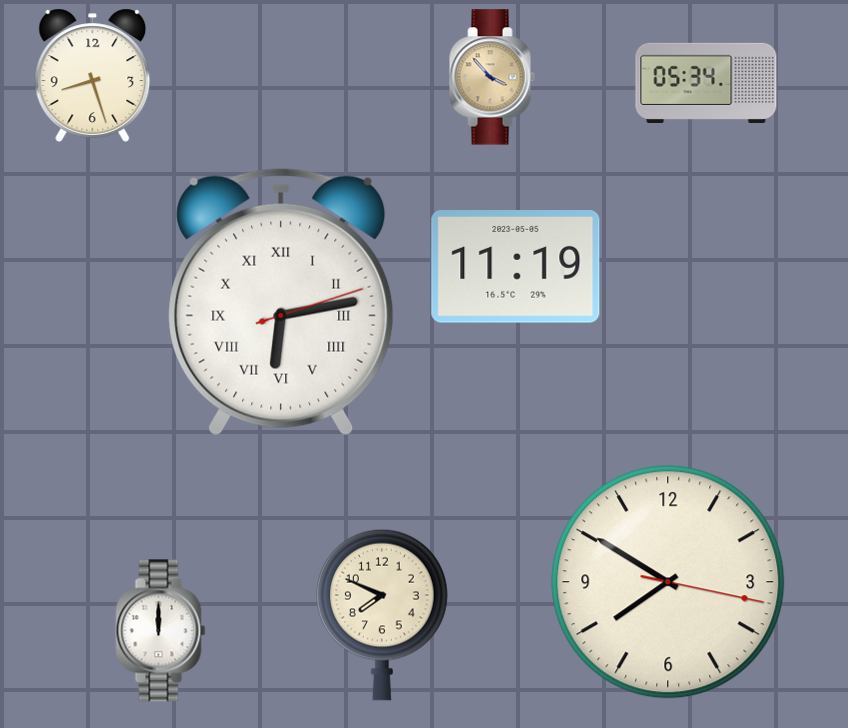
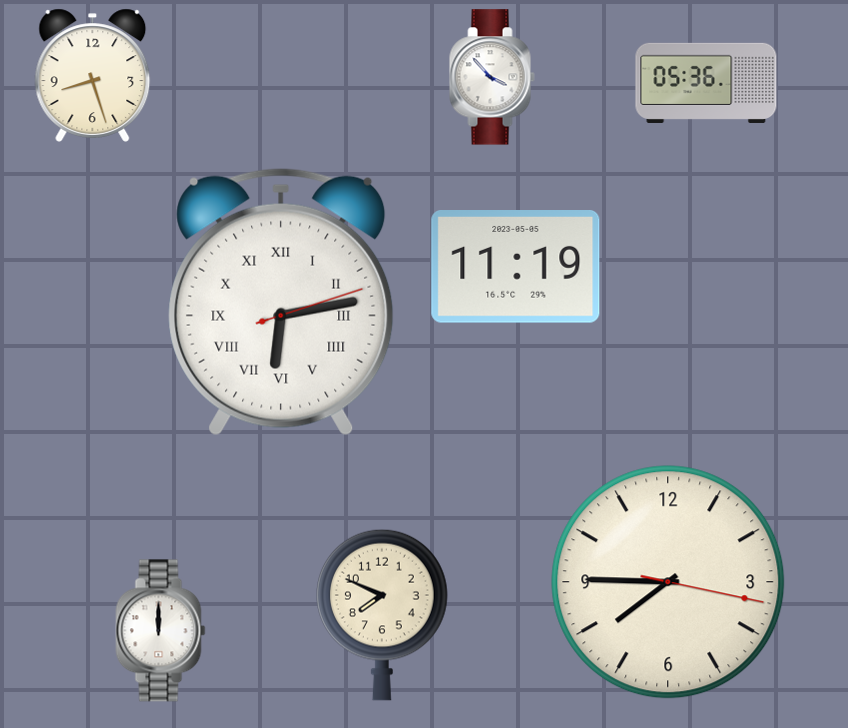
clock at (492, 77) dial: champagne -> white
clock at (706, 83): 05:34 -> 05:36
clock at (668, 582): 7:50 -> 7:45
